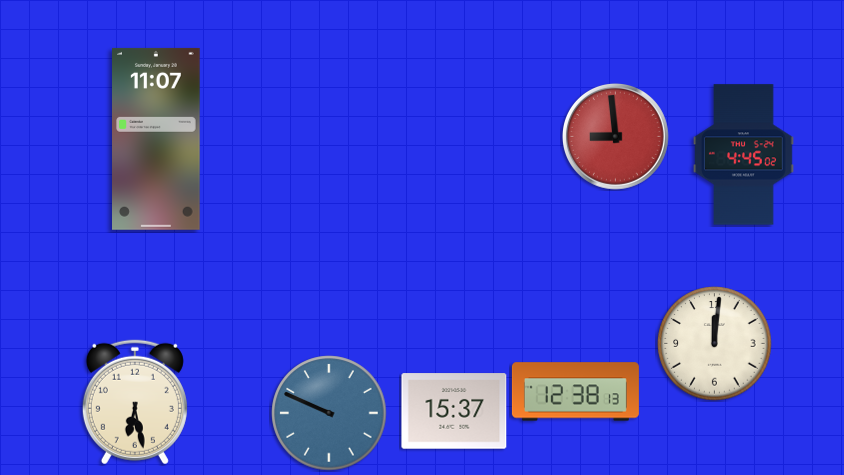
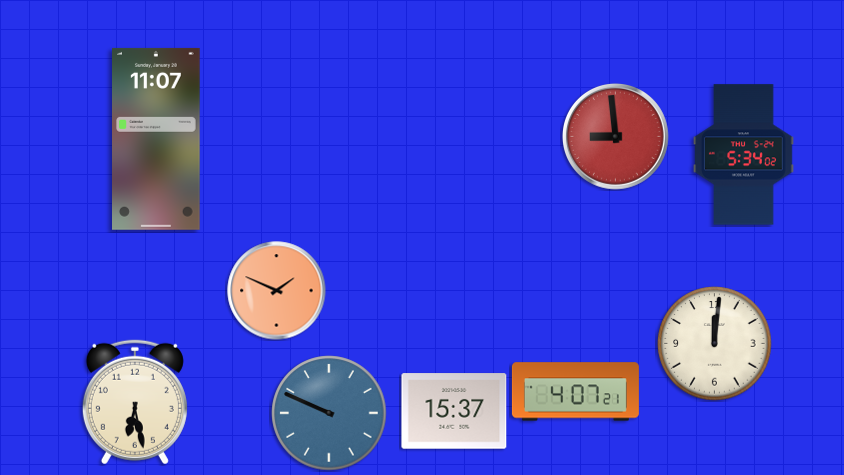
clock at (744, 155): 4:45 -> 5:34
clock at (277, 291): none -> 1:49
clock at (575, 392): 12:38 -> 4:07
